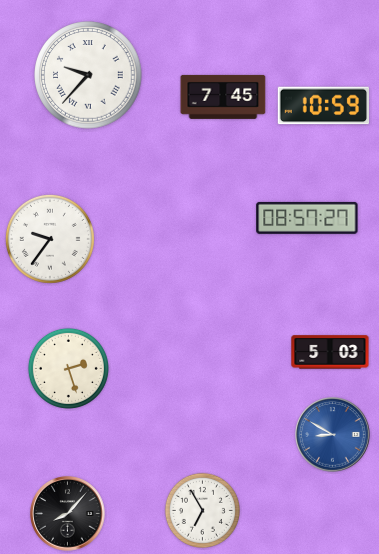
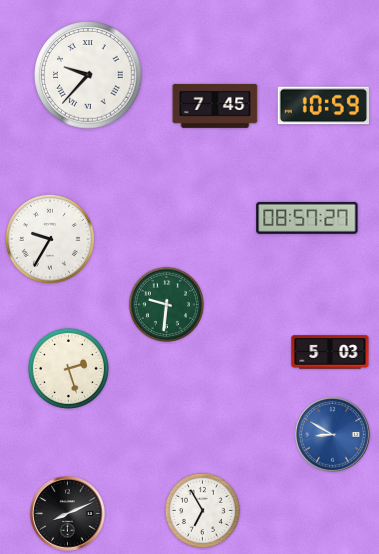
clock at (223, 97) position: (223, 97) -> (215, 106)
clock at (50, 239): 9:36 -> 9:35
clock at (166, 304): none -> 9:31
clock at (68, 514): 8:07 -> 8:11
